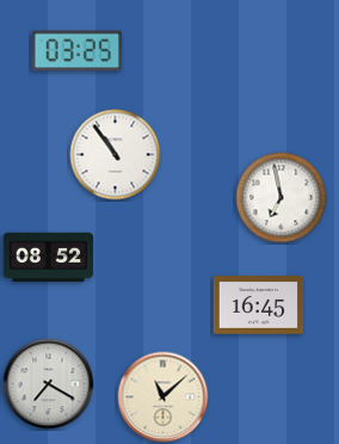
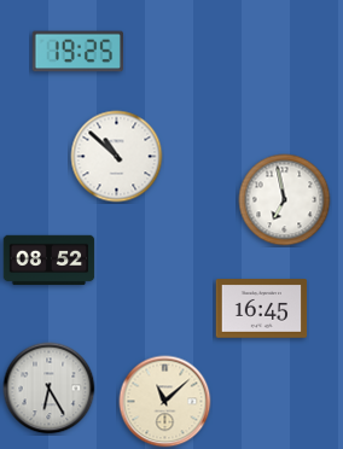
clock at (76, 51): 03:25 -> 19:25
clock at (116, 155): 10:54 -> 10:52
clock at (49, 384): 7:20 -> 6:25
